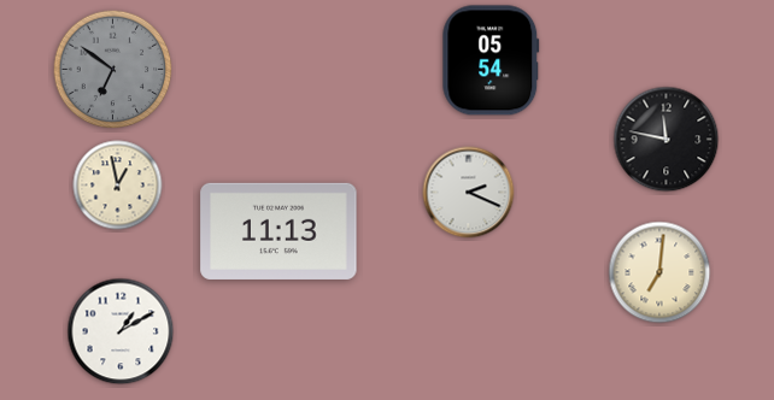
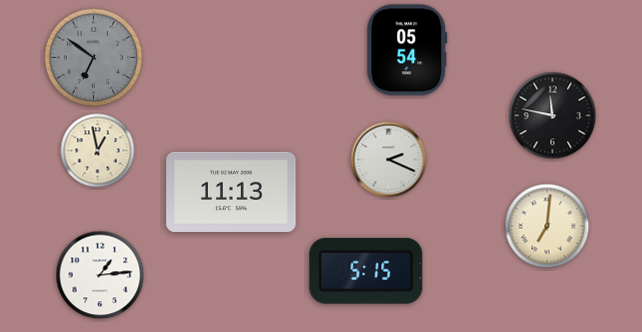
clock at (118, 186) position: (118, 186) -> (98, 151)
clock at (366, 271): none -> 5:15
clock at (121, 331): 1:10 -> 1:14
